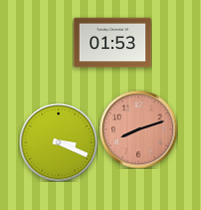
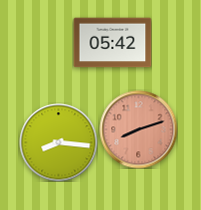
clock at (112, 43): 01:53 -> 05:42
clock at (58, 142): 3:19 -> 8:16
